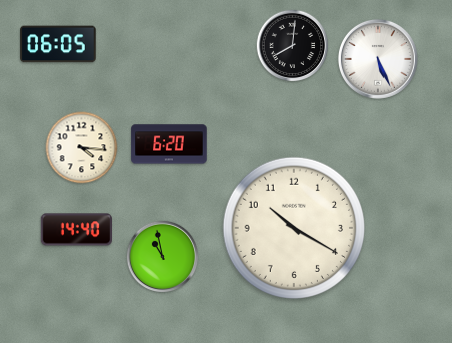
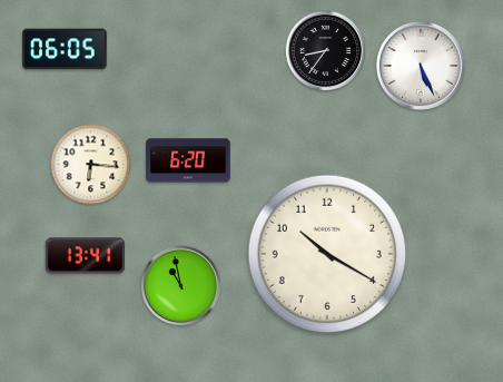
clock at (293, 46): 8:01 -> 8:36
clock at (82, 148): 4:16 -> 6:16
clock at (76, 230): 14:40 -> 13:41
